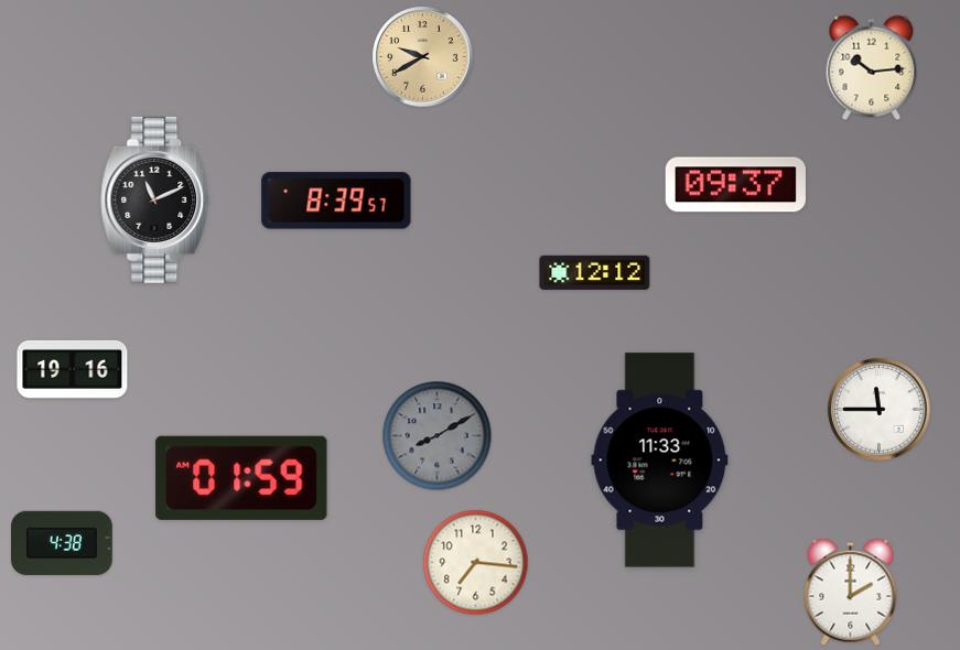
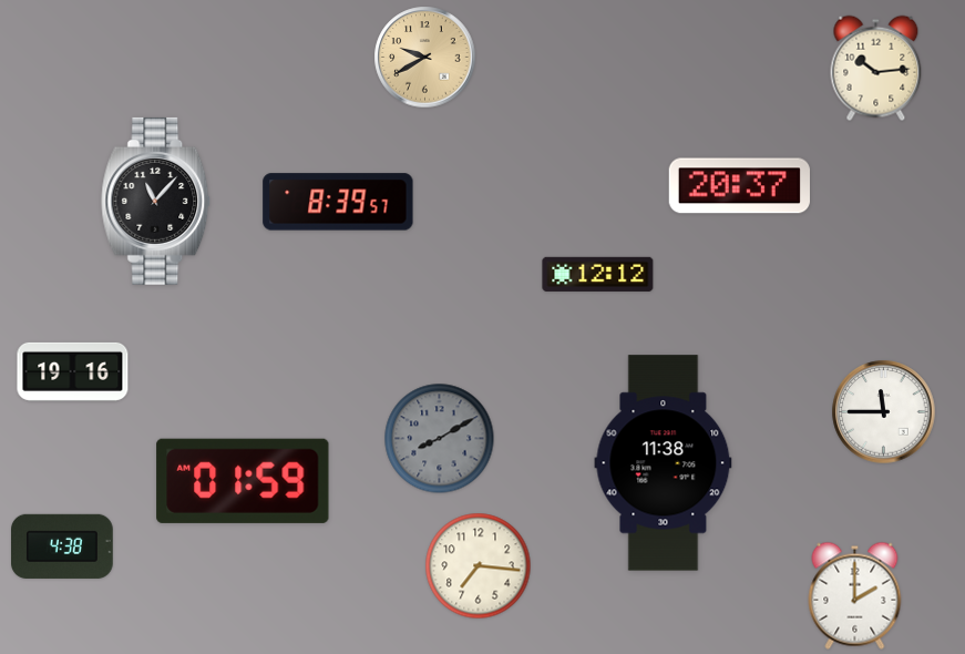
clock at (735, 185): 09:37 -> 20:37
clock at (155, 199): 11:11 -> 11:07
clock at (660, 461): 11:33 -> 11:38
